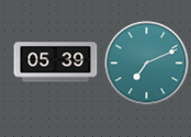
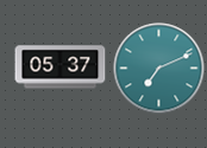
clock at (56, 62): 05:39 -> 05:37
